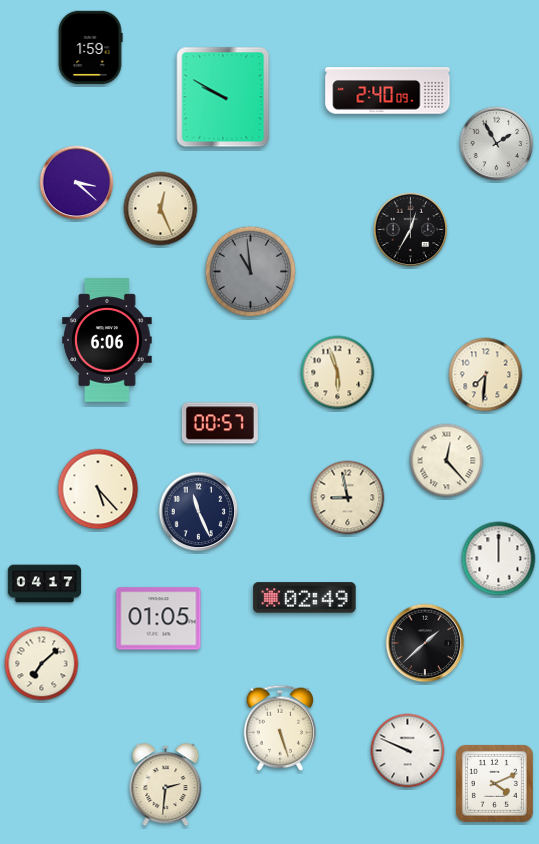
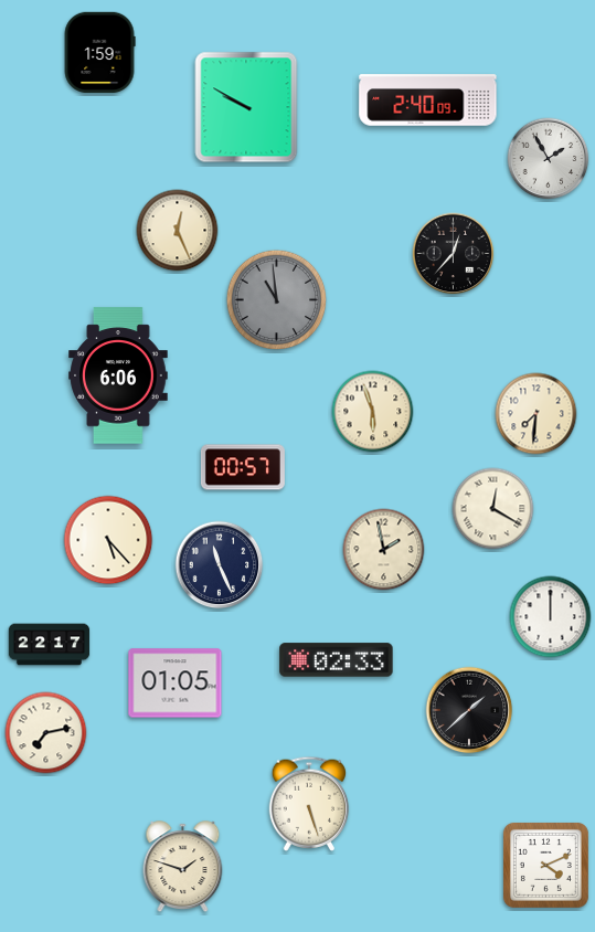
clock at (77, 183): 3:22 -> none
clock at (411, 230): 12:35 -> 12:37
clock at (447, 461): 12:23 -> 12:20
clock at (348, 498): 8:58 -> 1:58
clock at (45, 584): 04:17 -> 22:17
clock at (305, 598): 02:49 -> 02:33
clock at (42, 664): 7:08 -> 7:13
clock at (408, 751): 9:49 -> none
clock at (166, 785): 2:31 -> 1:48
